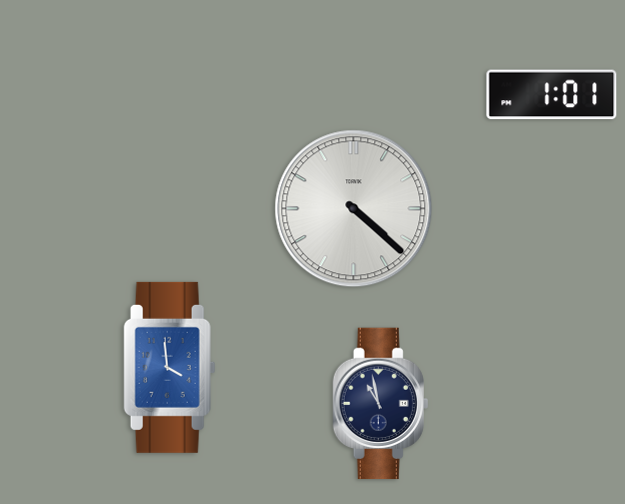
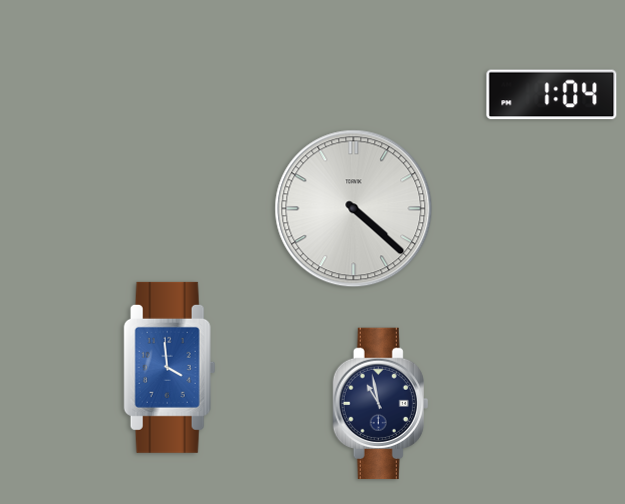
clock at (552, 95): 1:01 -> 1:04
